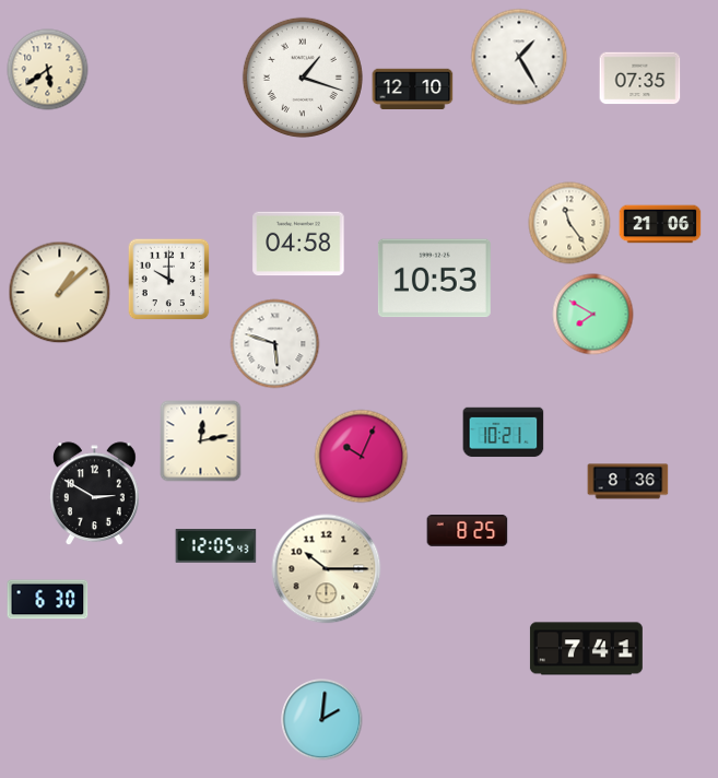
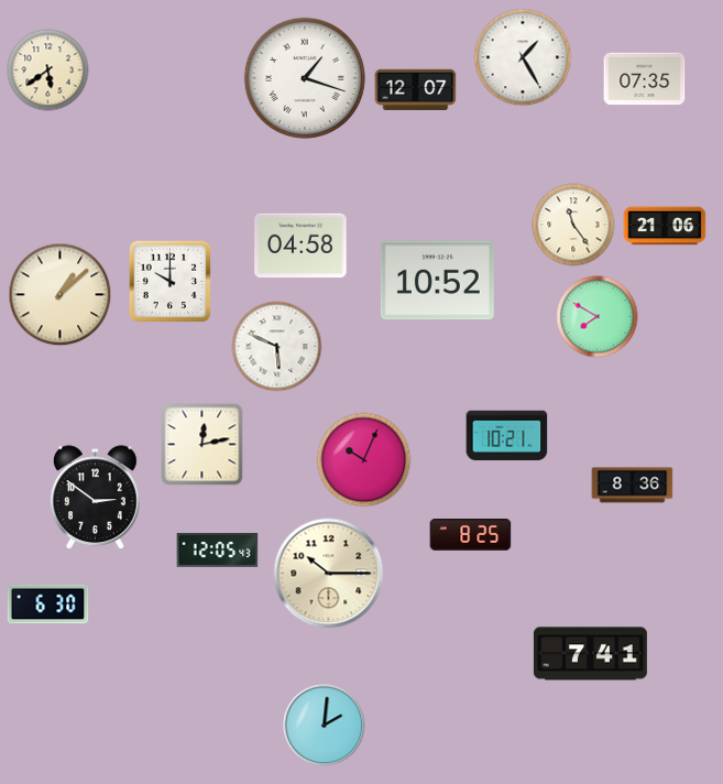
clock at (413, 89): 12:10 -> 12:07
clock at (434, 279): 10:53 -> 10:52
clock at (275, 344): 5:48 -> 5:49
clock at (94, 494): 2:50 -> 2:51
